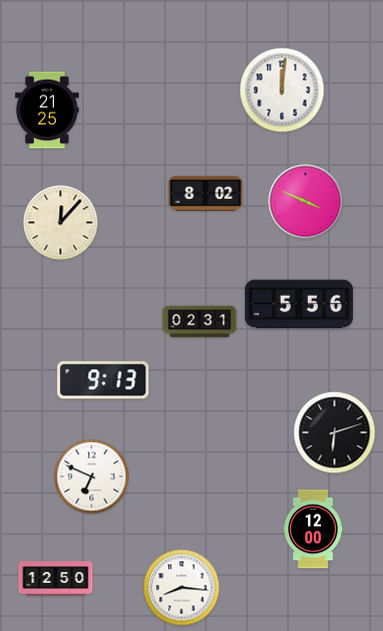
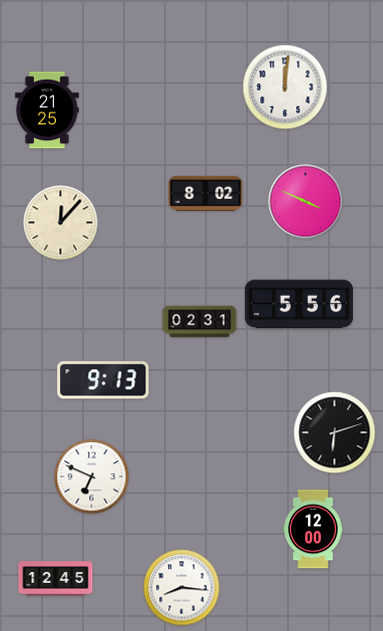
clock at (282, 90) position: (282, 90) -> (285, 87)
clock at (56, 579): 12:50 -> 12:45
